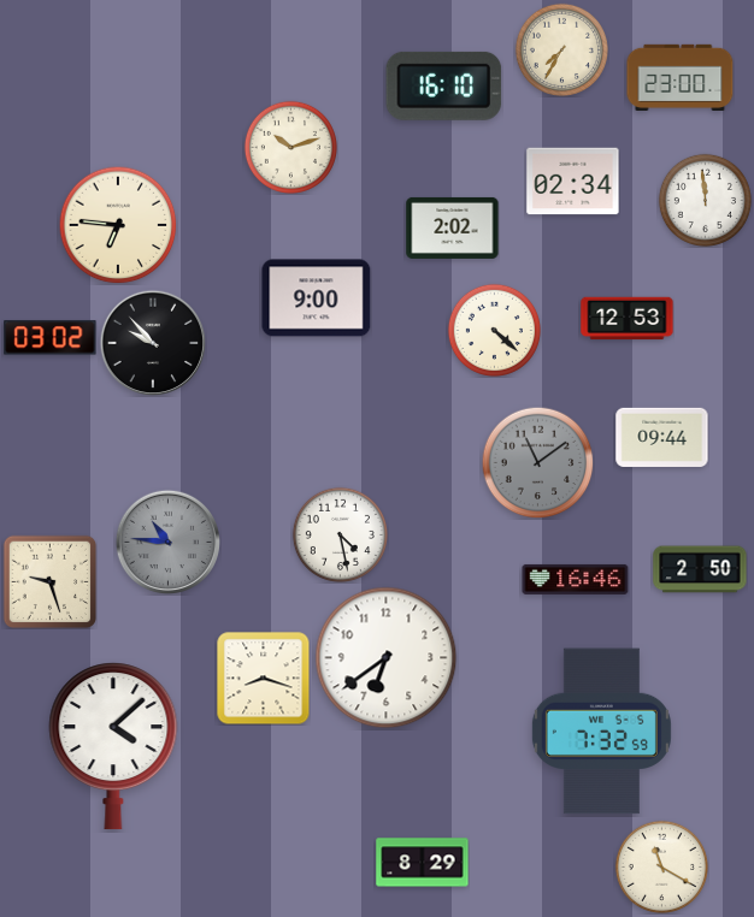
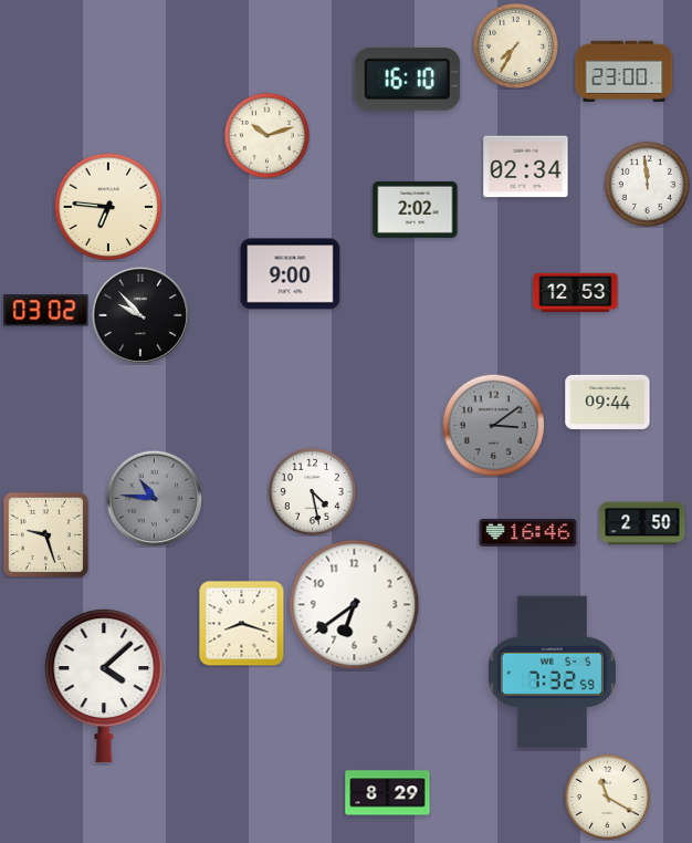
clock at (494, 330): 4:22 -> none
clock at (537, 462): 11:09 -> 3:09
